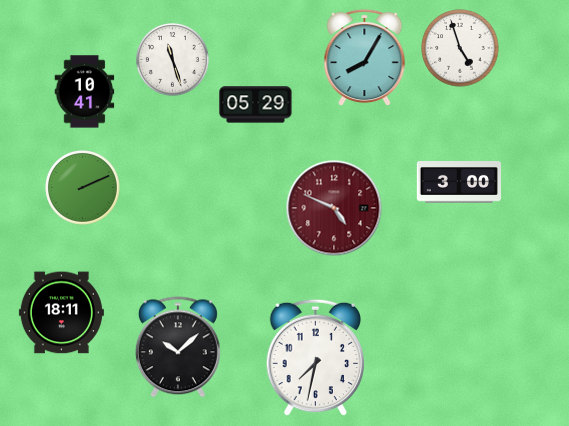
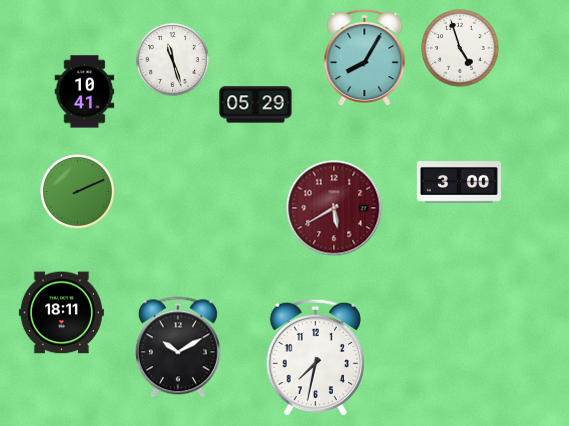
clock at (83, 188) position: (83, 188) -> (78, 192)
clock at (334, 208): 4:49 -> 5:40
clock at (178, 347): 10:08 -> 10:10
